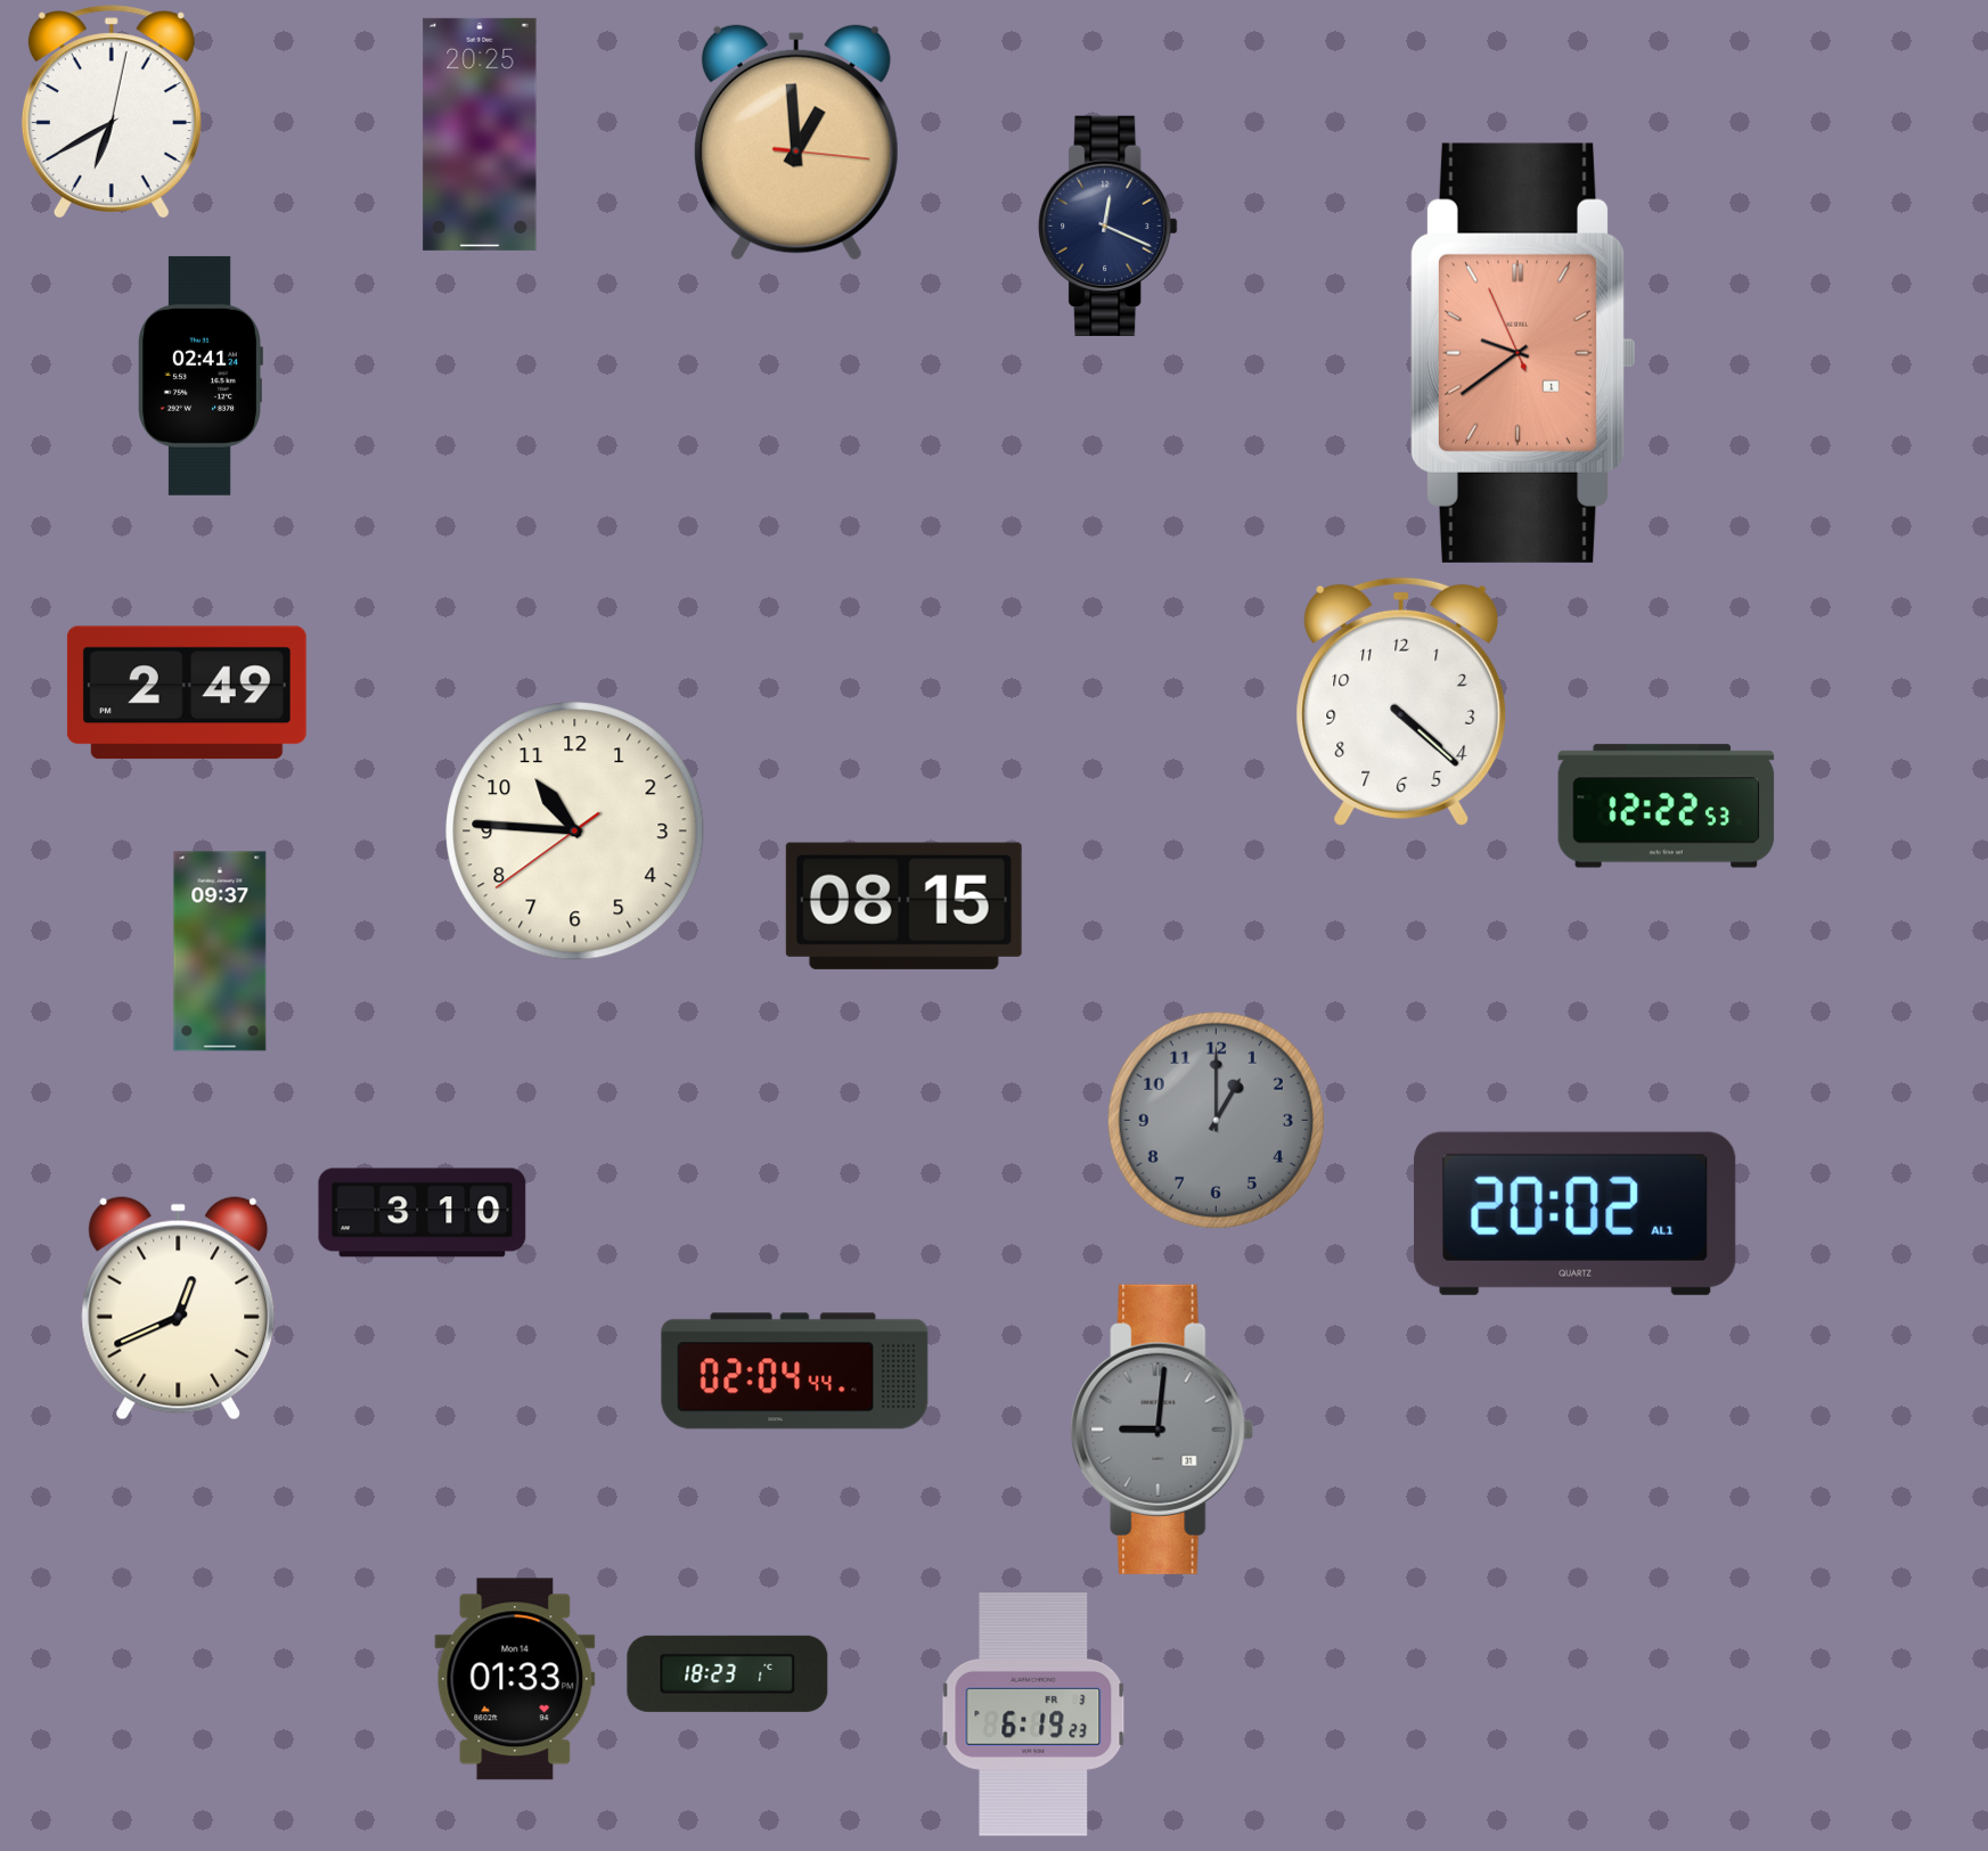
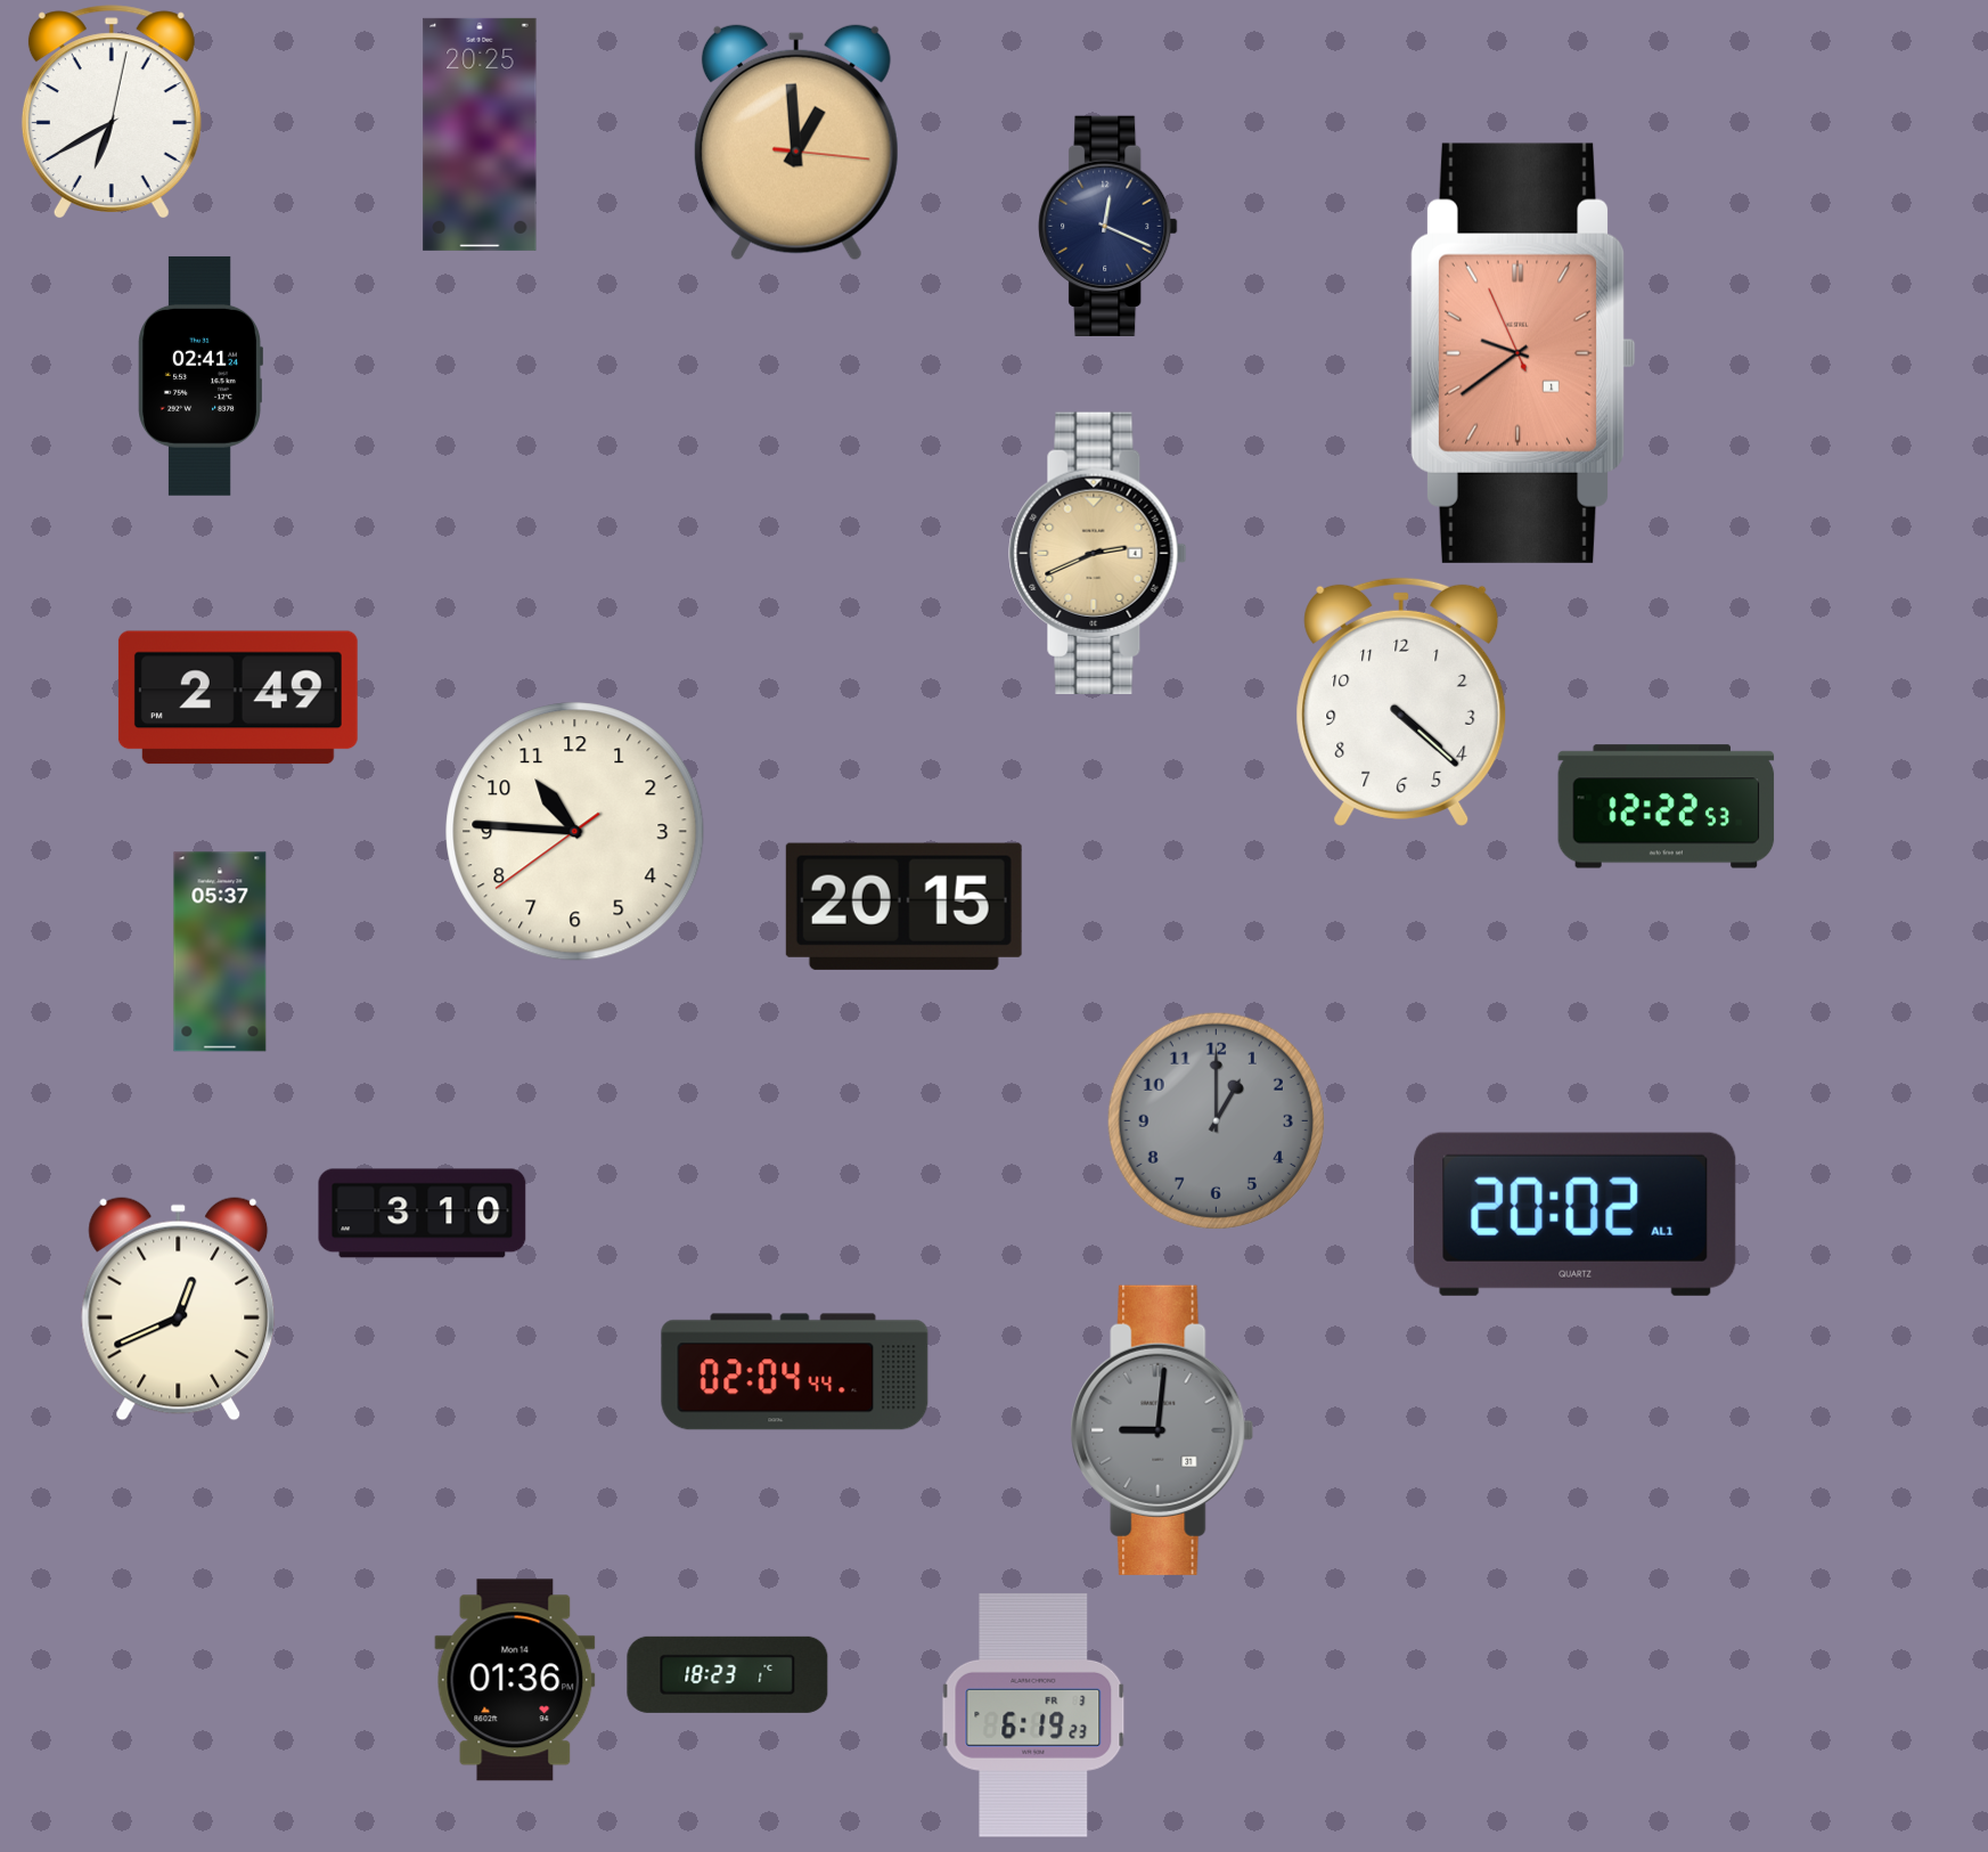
clock at (1098, 553): none -> 2:41
clock at (187, 693) position: (187, 693) -> (238, 697)
clock at (903, 906): 08:15 -> 20:15
clock at (220, 951): 09:37 -> 05:37
clock at (515, 1679): 01:33 -> 01:36
